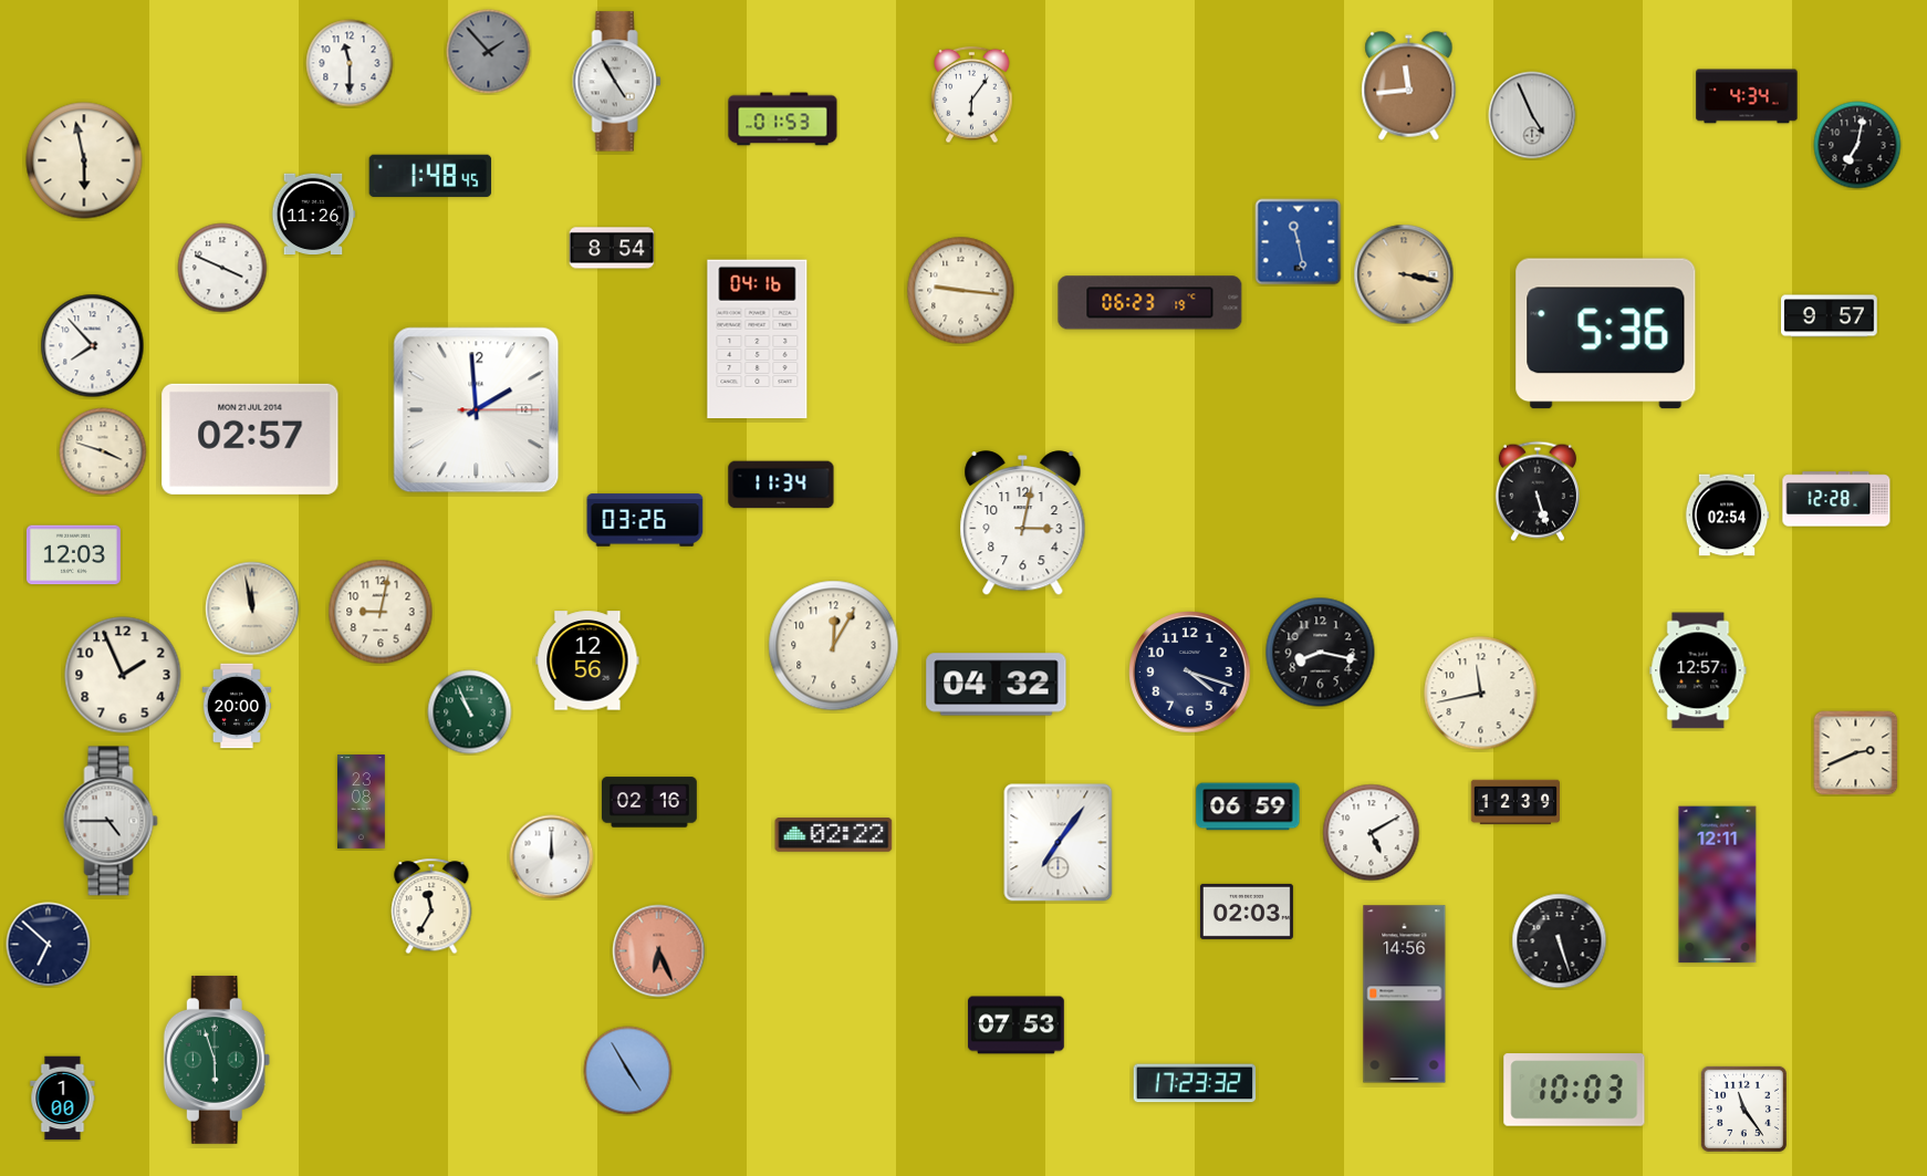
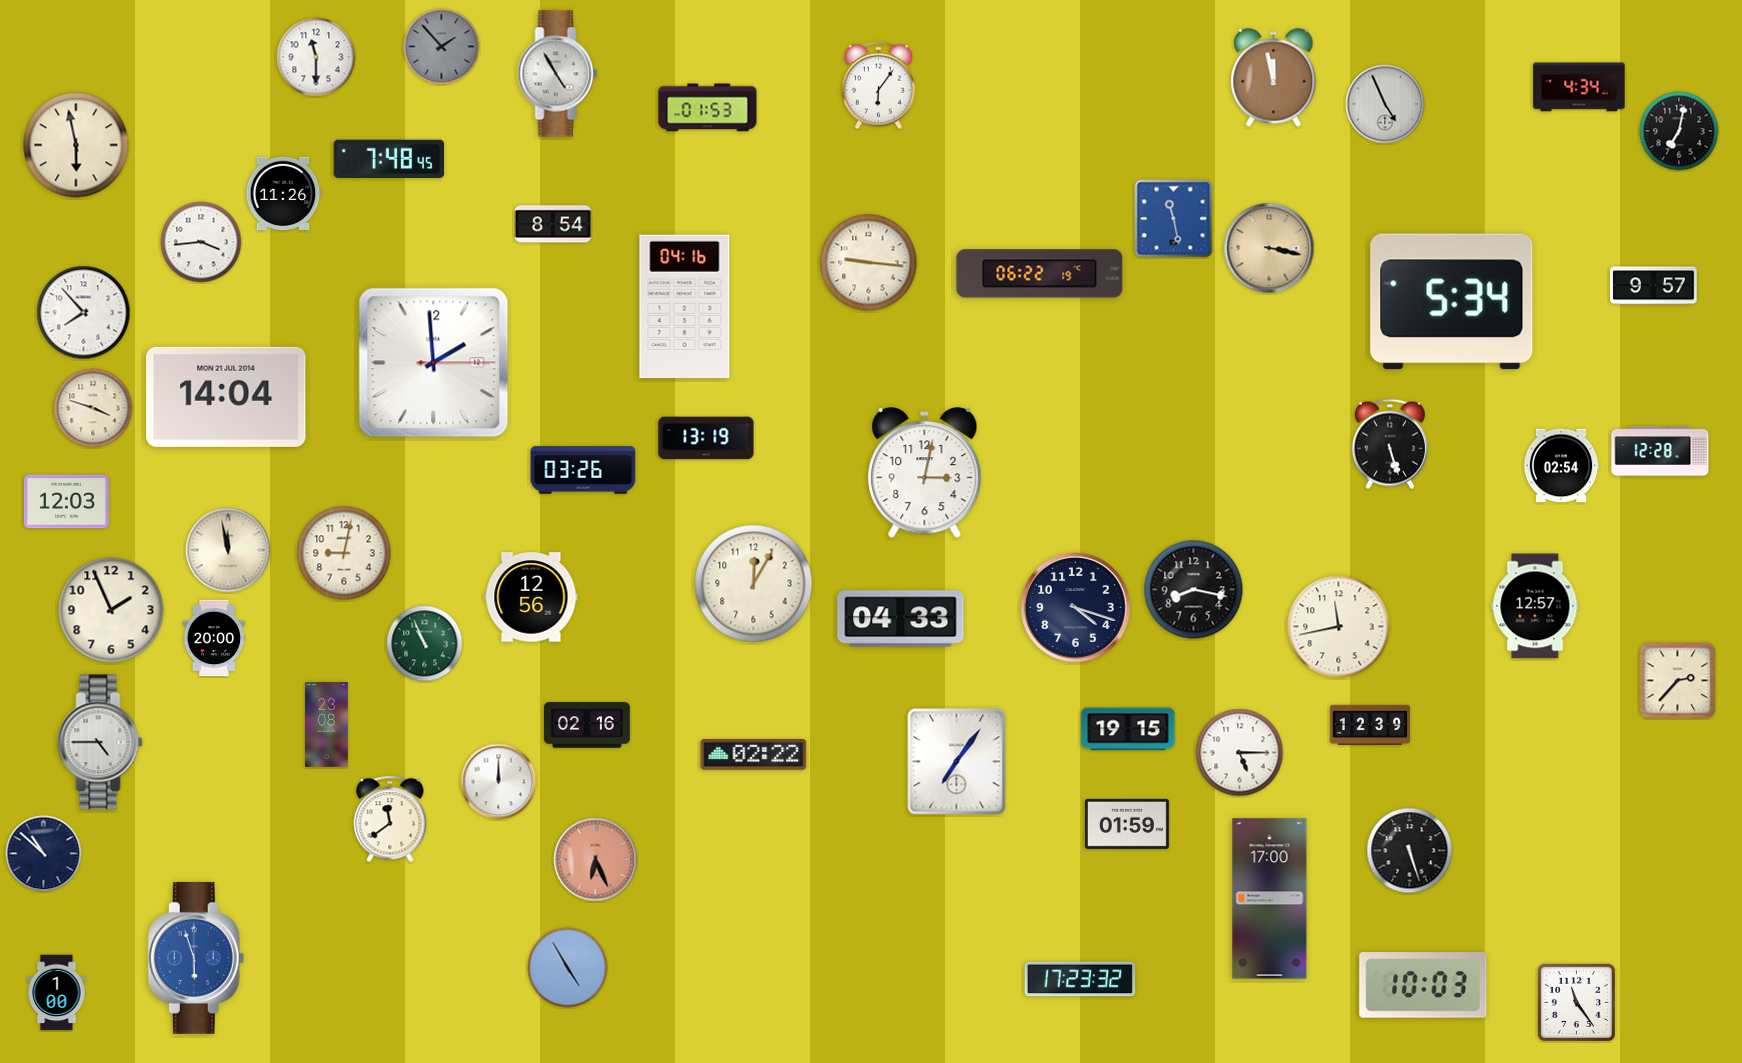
clock at (1409, 86): 11:44 -> 11:58
clock at (430, 176): 1:48 -> 7:48
clock at (222, 268): 3:49 -> 3:44
clock at (1150, 303): 06:23 -> 06:22
clock at (1606, 334): 5:36 -> 5:34
clock at (477, 410) position: (477, 410) -> (434, 363)
clock at (250, 439): 02:57 -> 14:04
clock at (781, 485): 11:34 -> 13:19
clock at (997, 685): 04:32 -> 04:33
clock at (1856, 753): 2:41 -> 2:37
clock at (1248, 806): 06:59 -> 19:15
clock at (1372, 833): 5:10 -> 5:15
clock at (552, 857) position: (552, 857) -> (499, 782)
clock at (1718, 885): 12:11 -> none
clock at (431, 906): 11:35 -> 11:39
clock at (1247, 912): 02:03 -> 01:59
clock at (49, 945): 6:52 -> 10:52
clock at (1405, 995): 14:56 -> 17:00
clock at (1017, 1026): 07:53 -> none
clock at (217, 1060) dial: green -> blue
